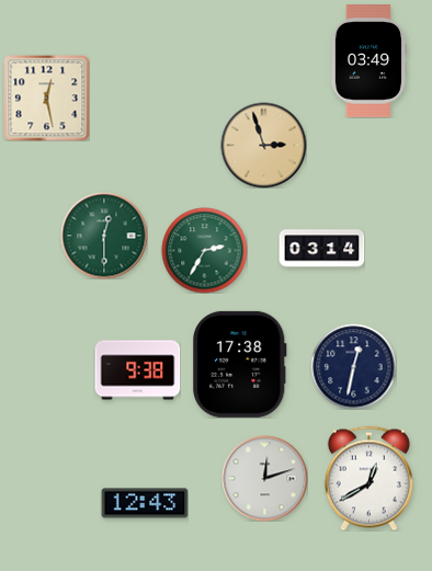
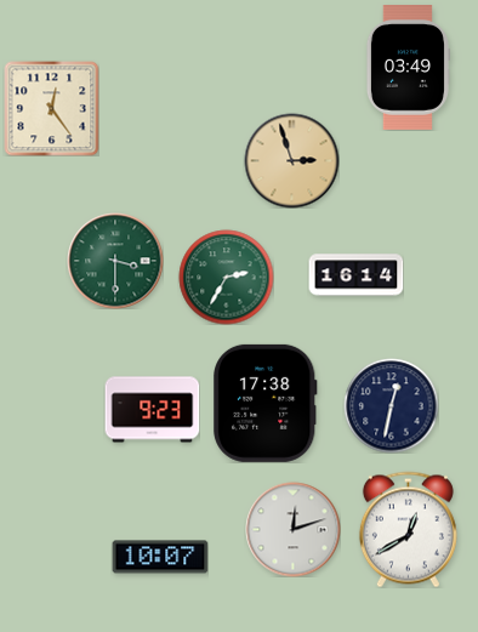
clock at (46, 98): 12:28 -> 12:24
clock at (104, 236): 12:30 -> 3:30
clock at (321, 249): 03:14 -> 16:14
clock at (137, 370): 9:38 -> 9:23
clock at (145, 503): 12:43 -> 10:07
